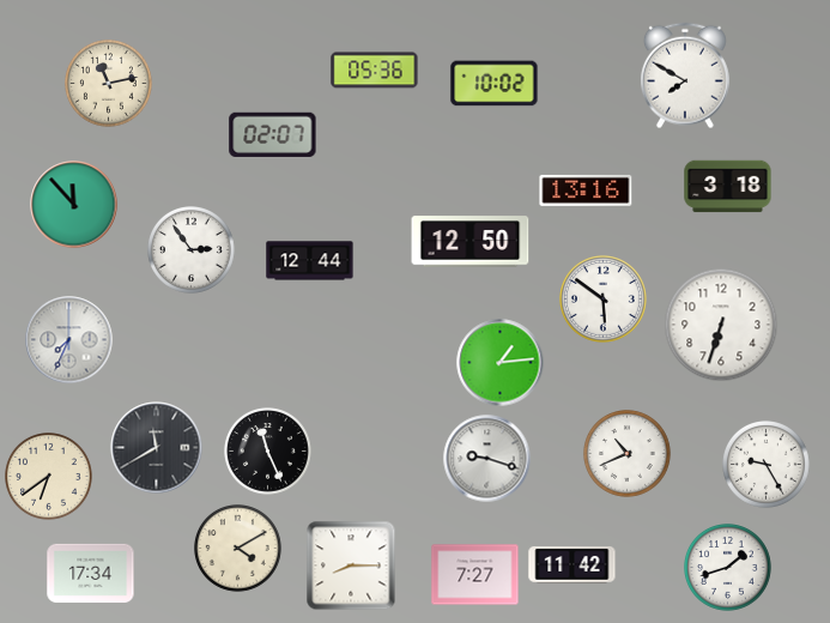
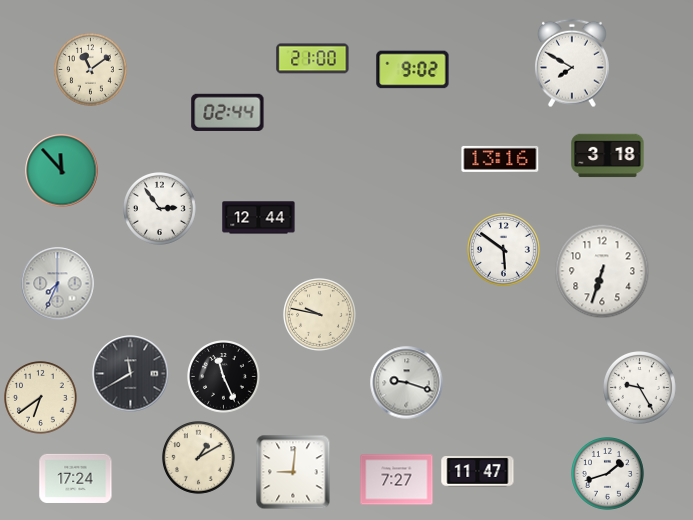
clock at (375, 71): 05:36 -> 21:00
clock at (109, 84): 11:13 -> 11:09
clock at (495, 84): 10:02 -> 9:02
clock at (273, 134): 02:07 -> 02:44
clock at (586, 190) position: (586, 190) -> (500, 159)
clock at (471, 242): 12:50 -> none
clock at (501, 363): 1:14 -> none
clock at (320, 315): none -> 9:47
clock at (628, 454): 10:41 -> none
clock at (238, 549): 4:10 -> 1:10
clock at (351, 565): 8:15 -> 9:01
clock at (572, 565): 11:42 -> 11:47
clock at (91, 573): 17:34 -> 17:24
